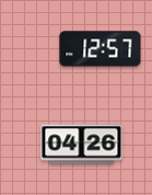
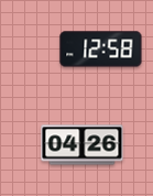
clock at (101, 49): 12:57 -> 12:58
